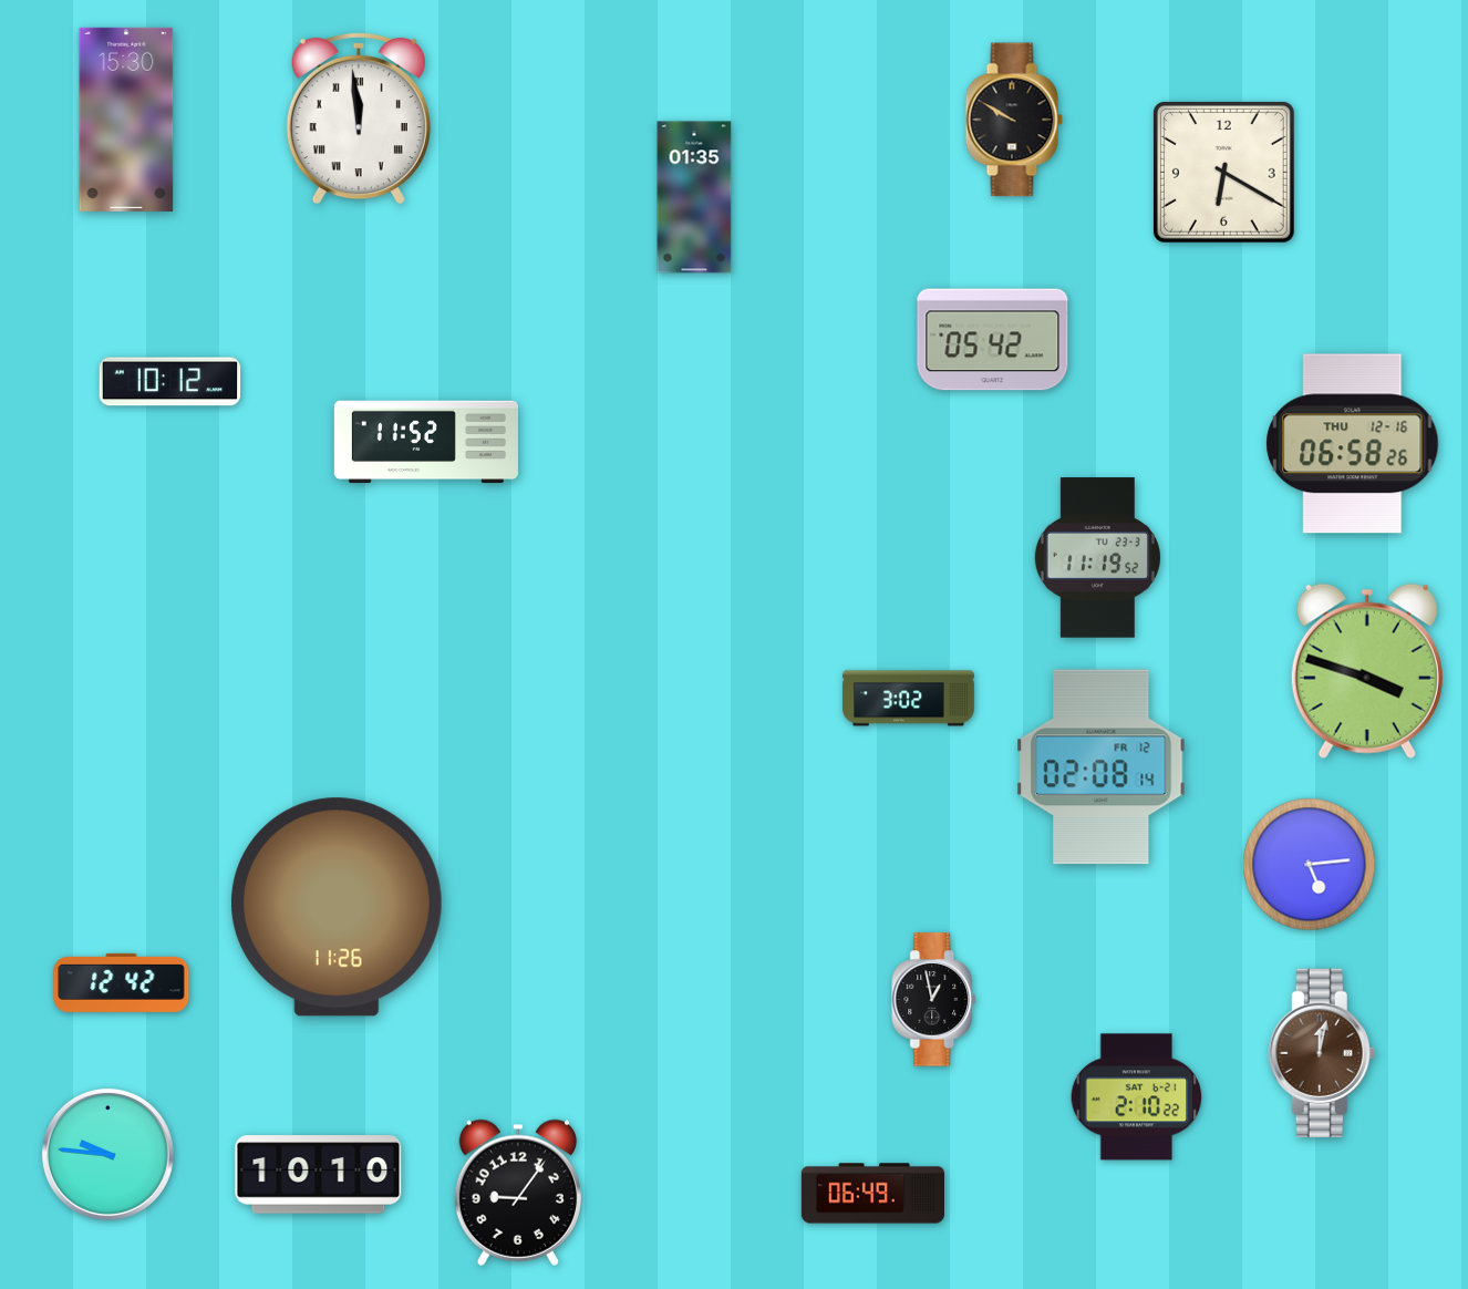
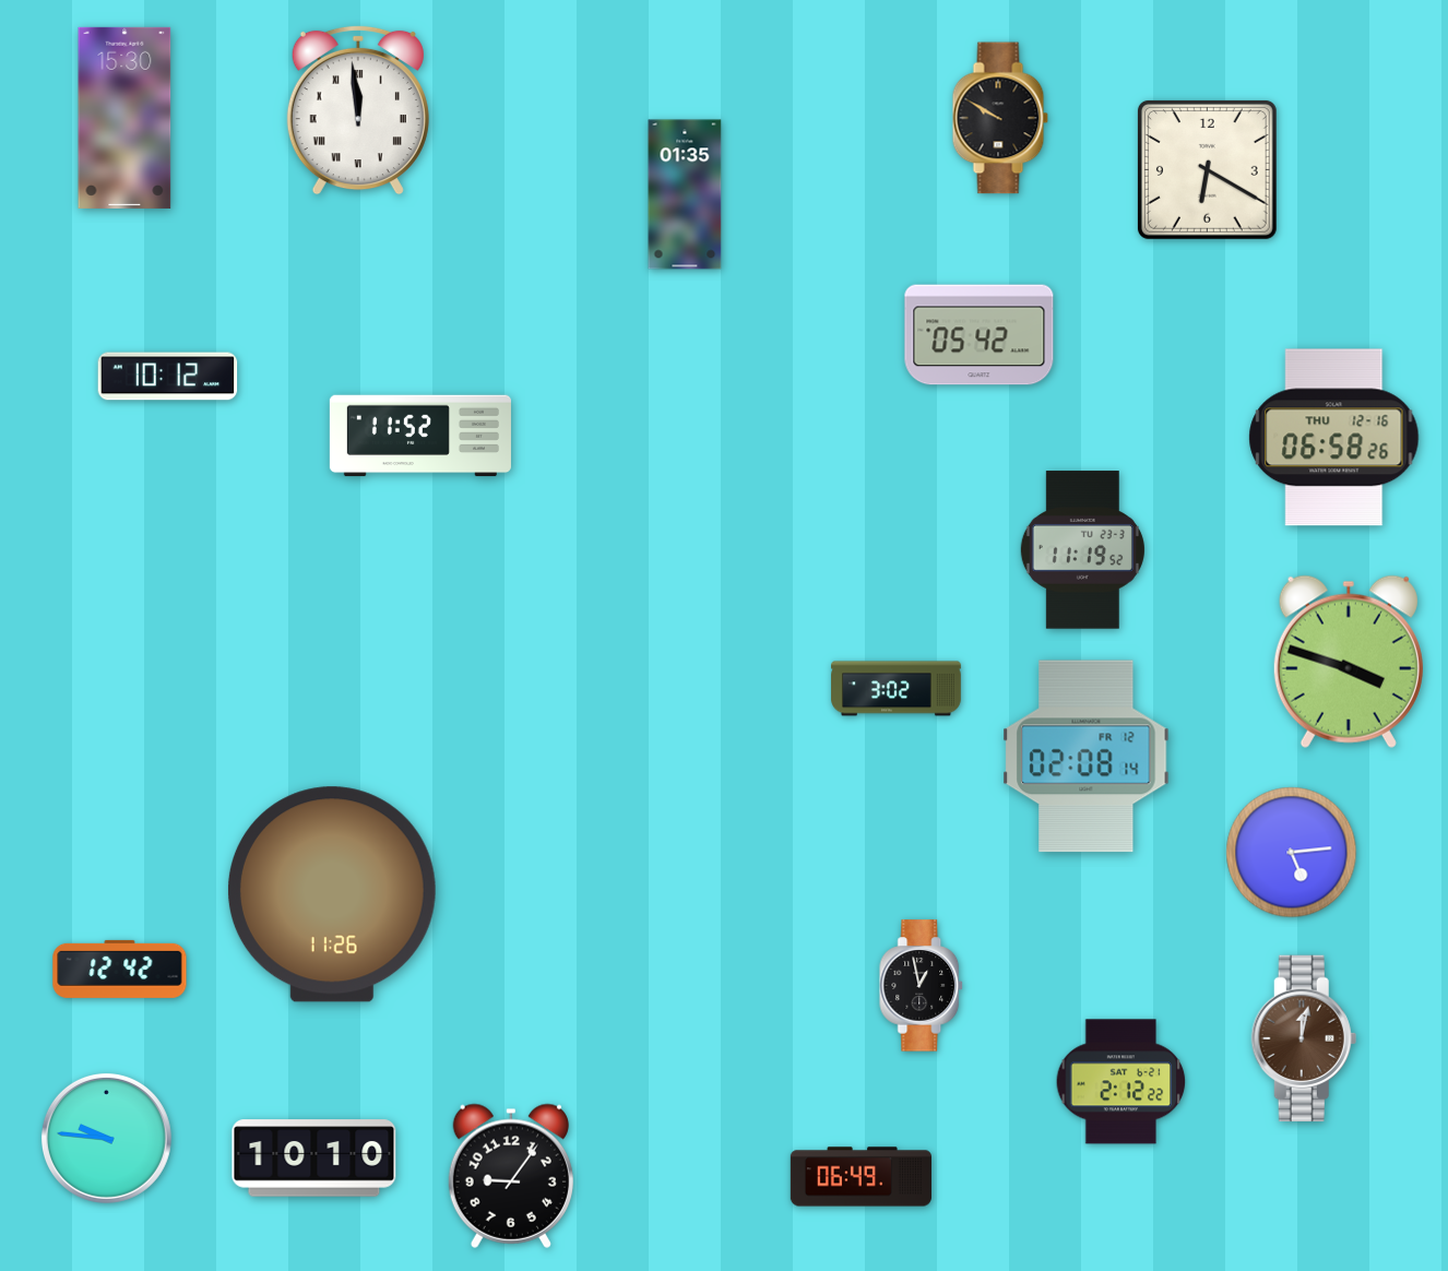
clock at (359, 118) position: (359, 118) -> (358, 110)
clock at (1137, 1097): 2:10 -> 2:12
